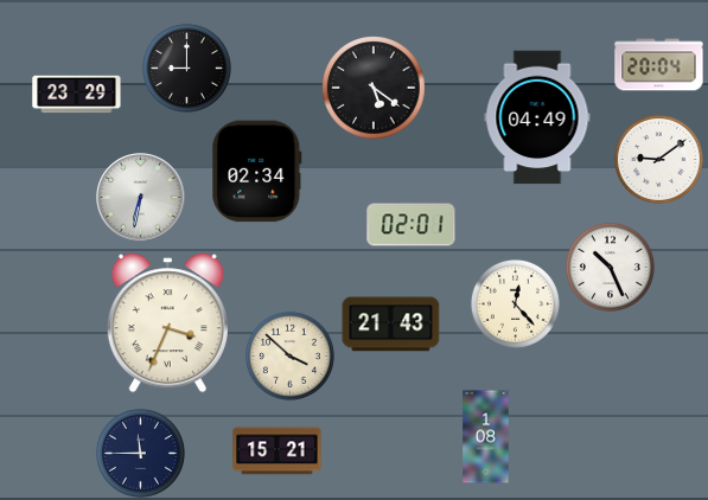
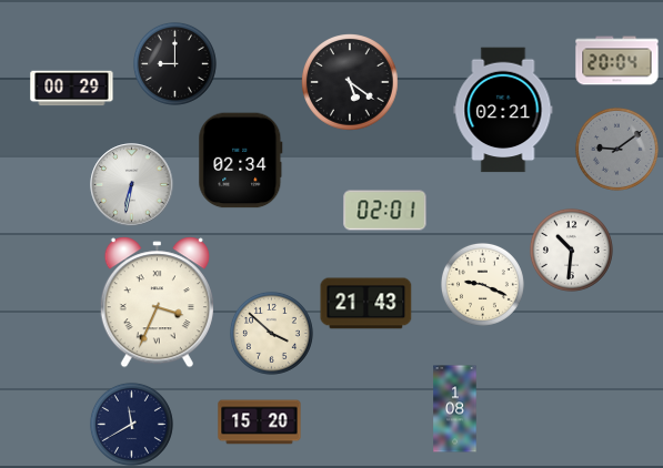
clock at (77, 95): 23:29 -> 00:29
clock at (537, 117): 04:49 -> 02:21
clock at (658, 159) dial: white -> grey
clock at (610, 267): 10:26 -> 10:31
clock at (515, 303): 12:23 -> 9:19
clock at (278, 451): 15:21 -> 15:20
clock at (140, 453): 11:45 -> 11:40
